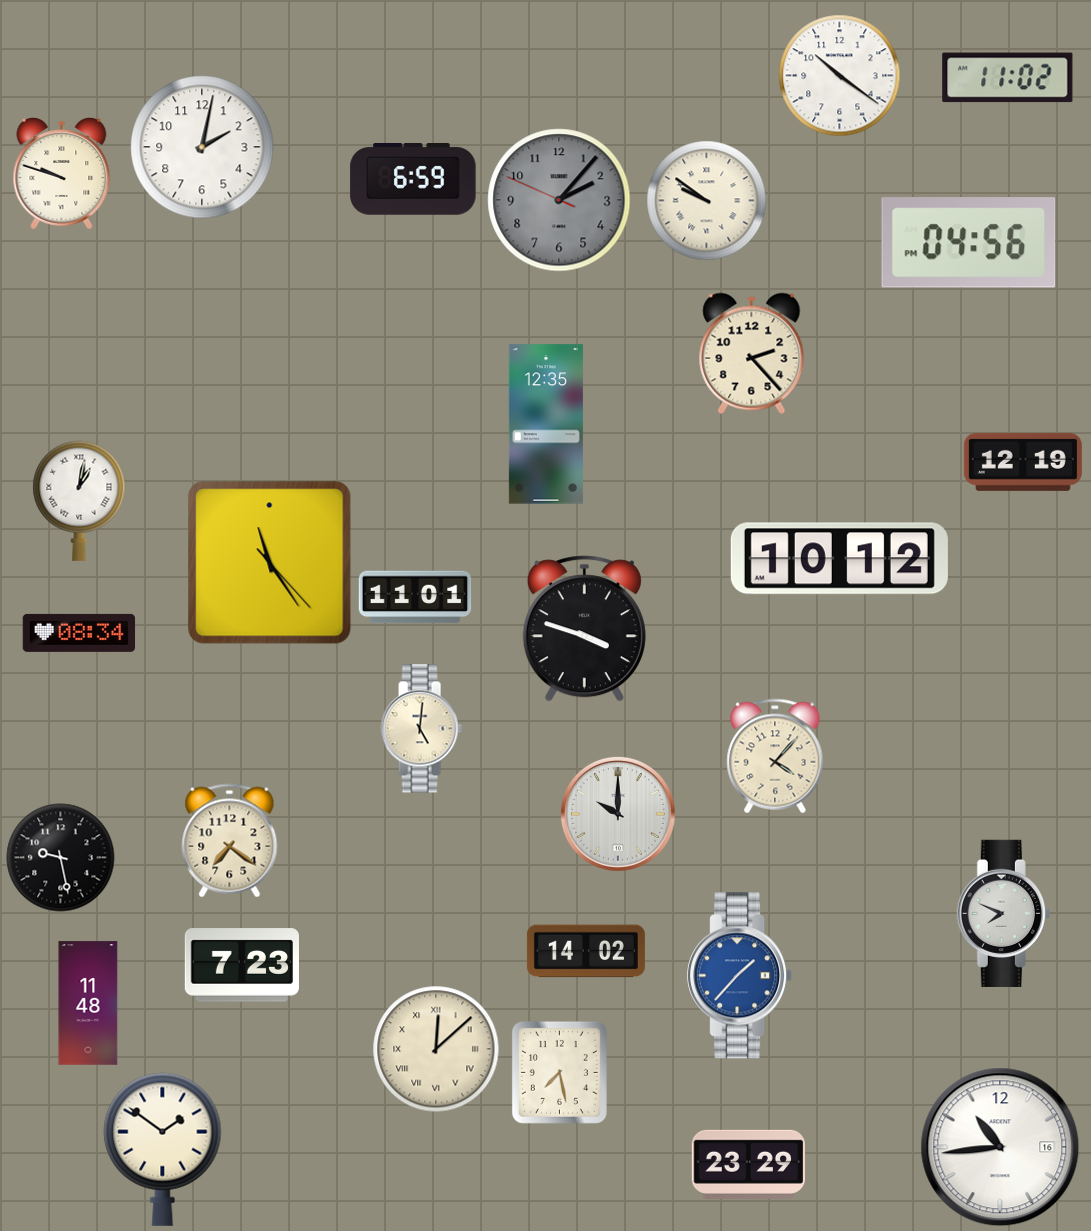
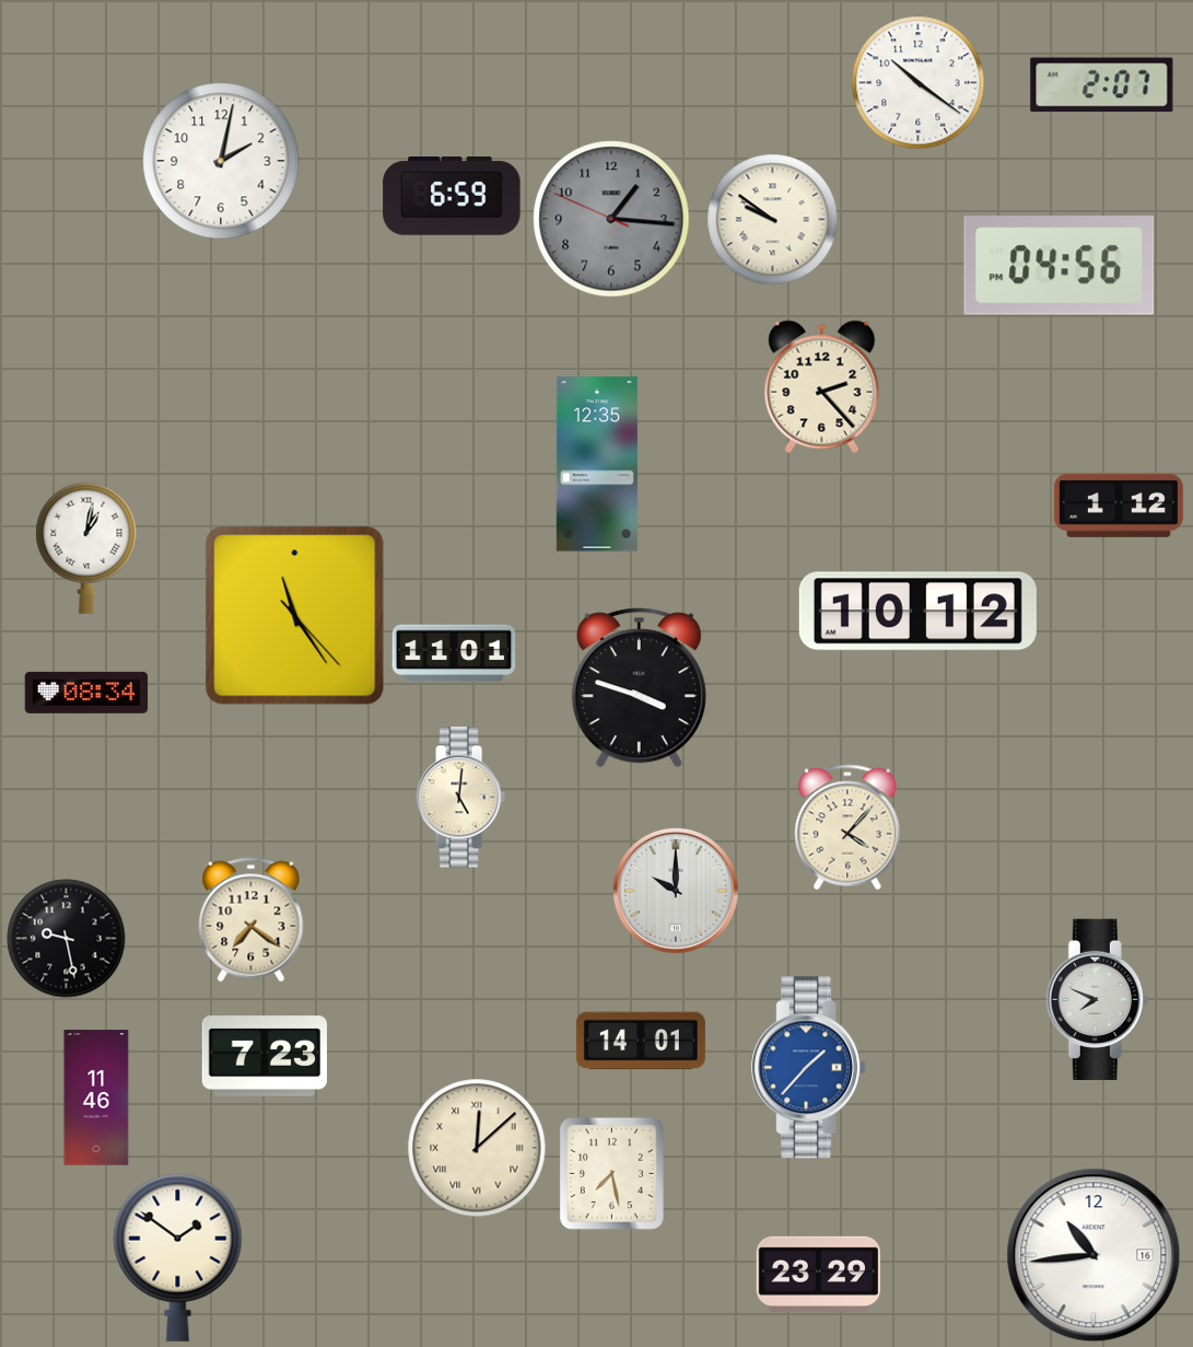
clock at (1008, 78): 11:02 -> 2:07
clock at (62, 174): 9:48 -> none
clock at (559, 200): 2:06 -> 1:15
clock at (1023, 462): 12:19 -> 1:12
clock at (586, 951): 14:02 -> 14:01
clock at (88, 1003): 11:48 -> 11:46
